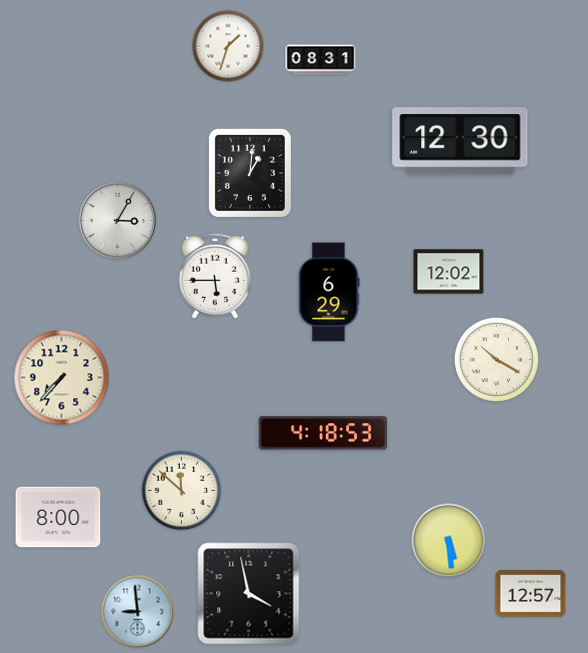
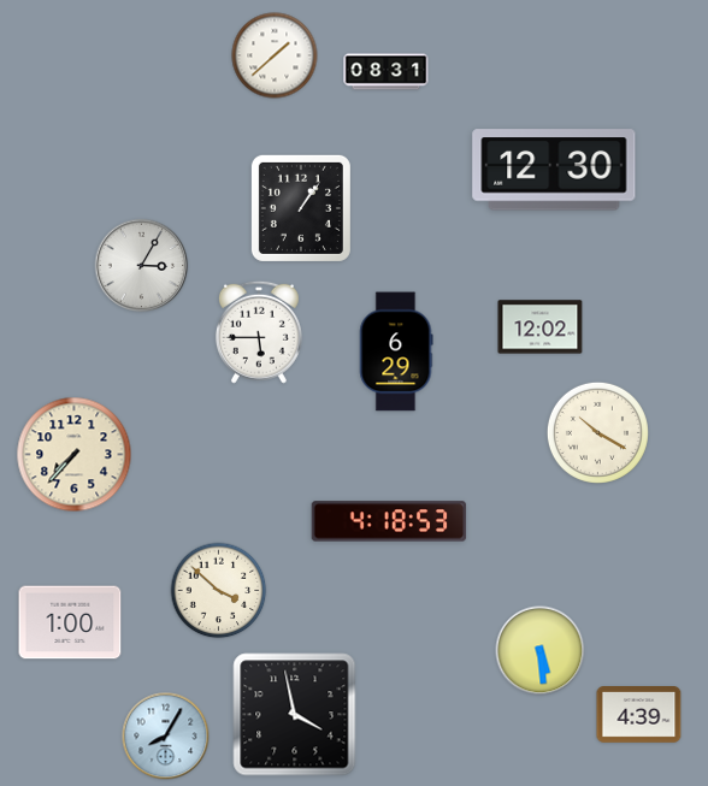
clock at (228, 46): 1:33 -> 1:38
clock at (250, 173): 1:01 -> 1:06
clock at (182, 491): 11:52 -> 3:52
clock at (58, 517): 8:00 -> 1:00
clock at (249, 594) position: (249, 594) -> (295, 715)
clock at (531, 594): 12:57 -> 4:39
clock at (138, 612): 8:59 -> 8:05
